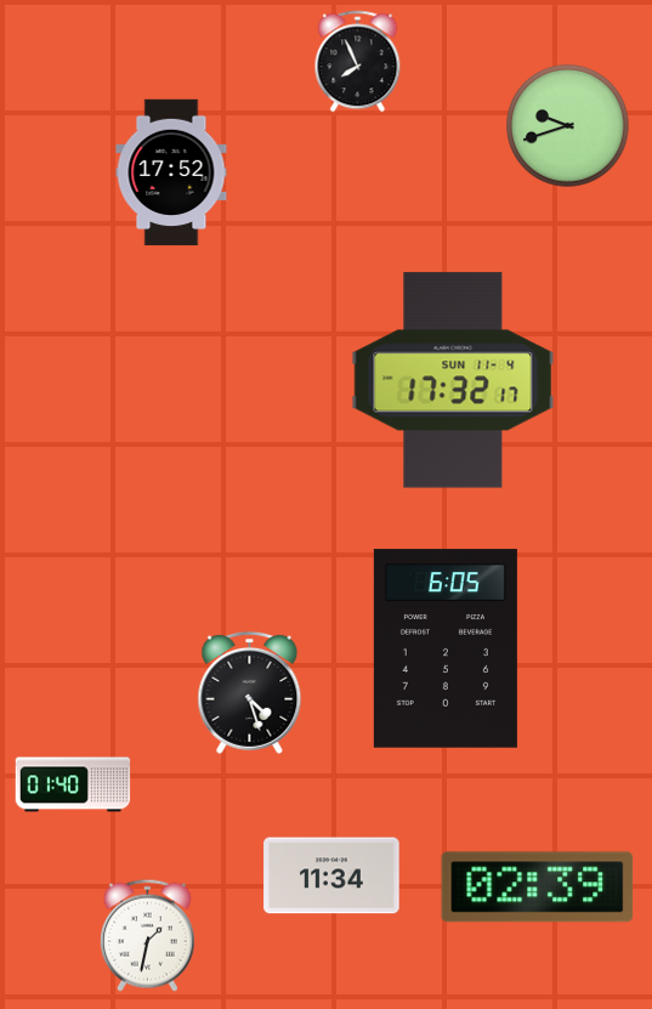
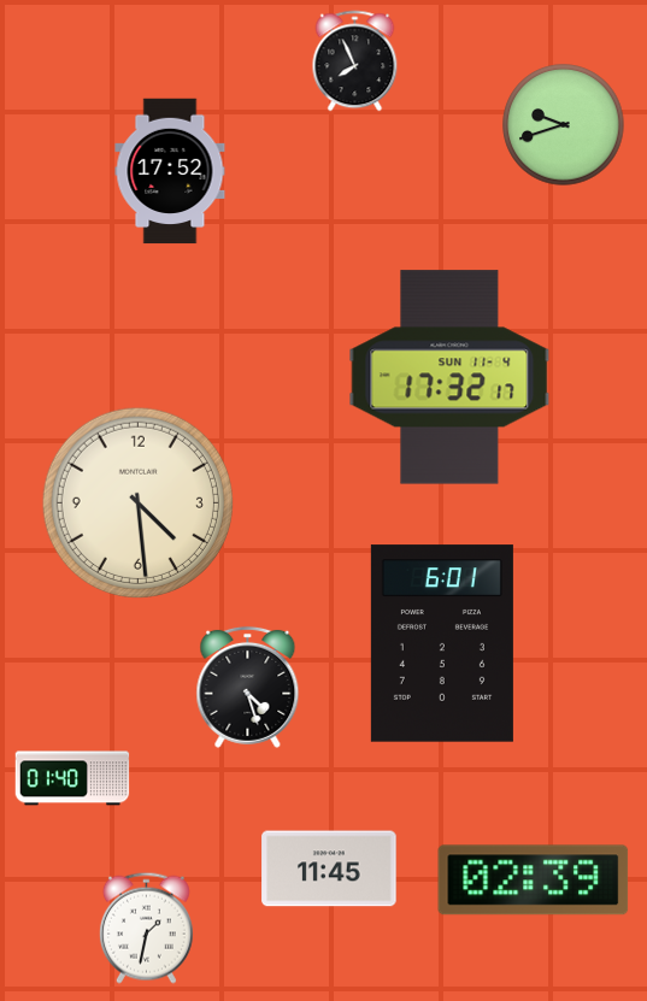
clock at (137, 502): none -> 4:29
clock at (446, 648): 6:05 -> 6:01
clock at (331, 875): 11:34 -> 11:45
